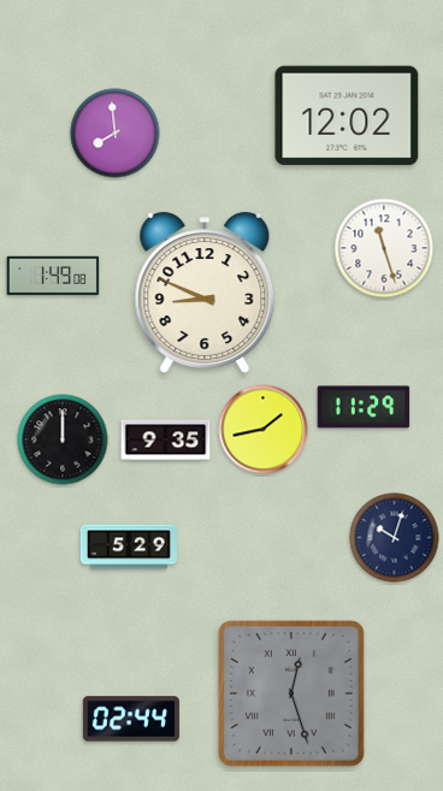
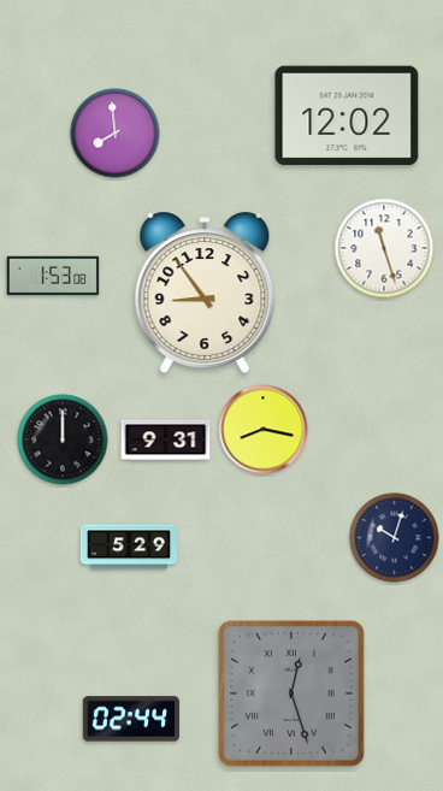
clock at (53, 276): 1:49 -> 1:53
clock at (205, 293): 8:49 -> 8:54
clock at (364, 407): 11:29 -> none
clock at (264, 430): 1:43 -> 8:17
clock at (166, 441): 9:35 -> 9:31
